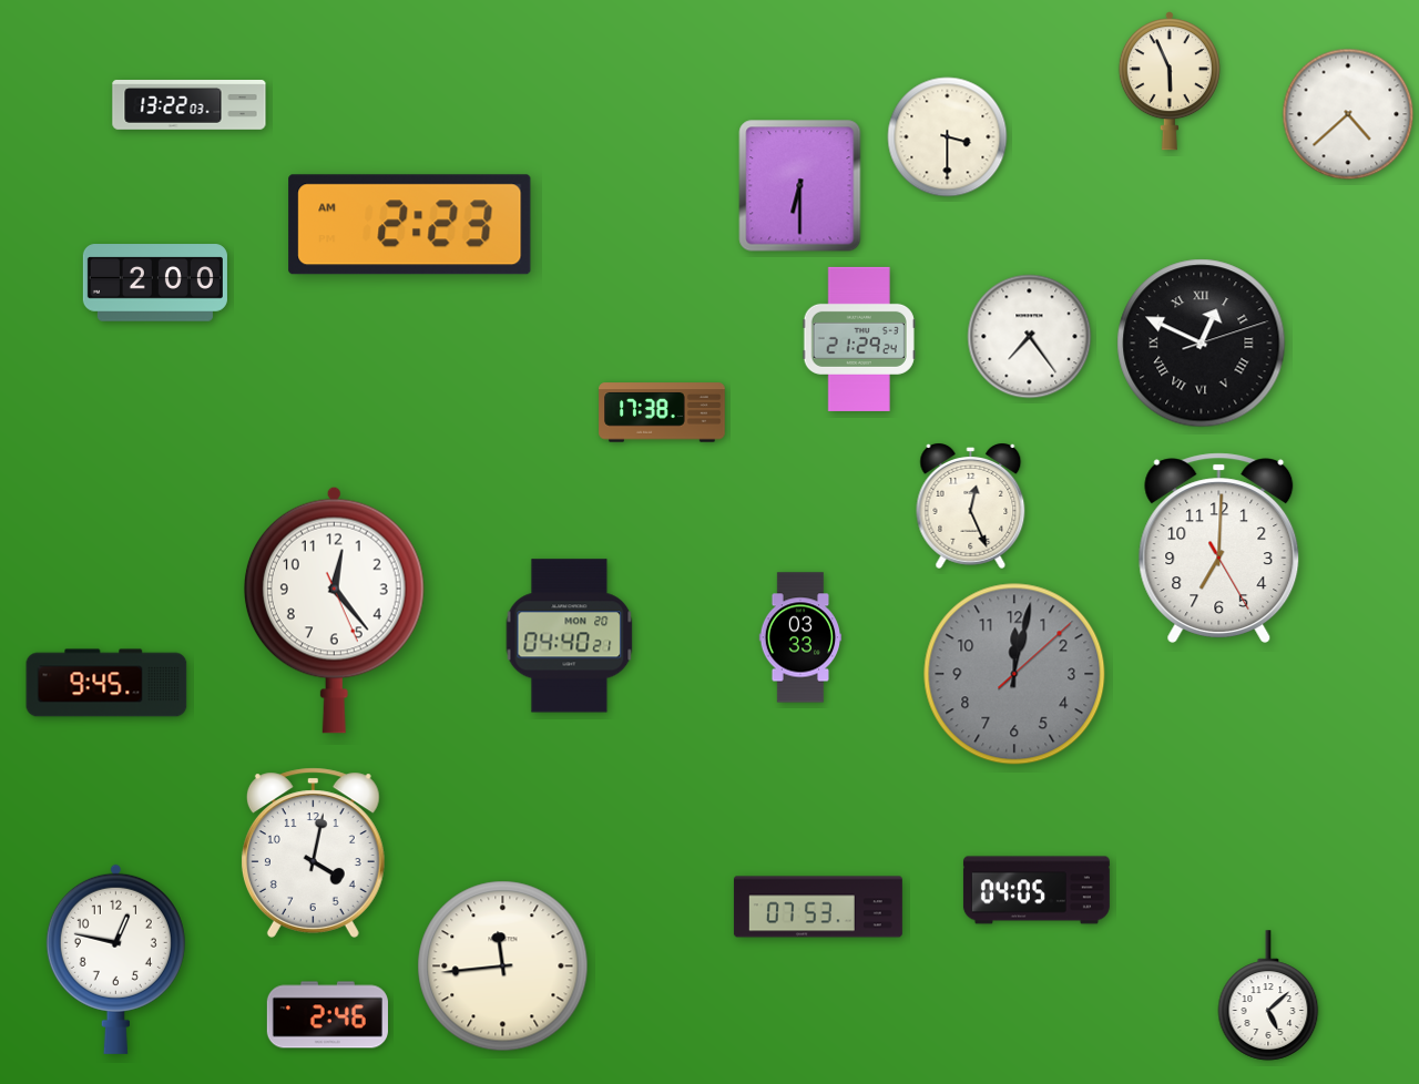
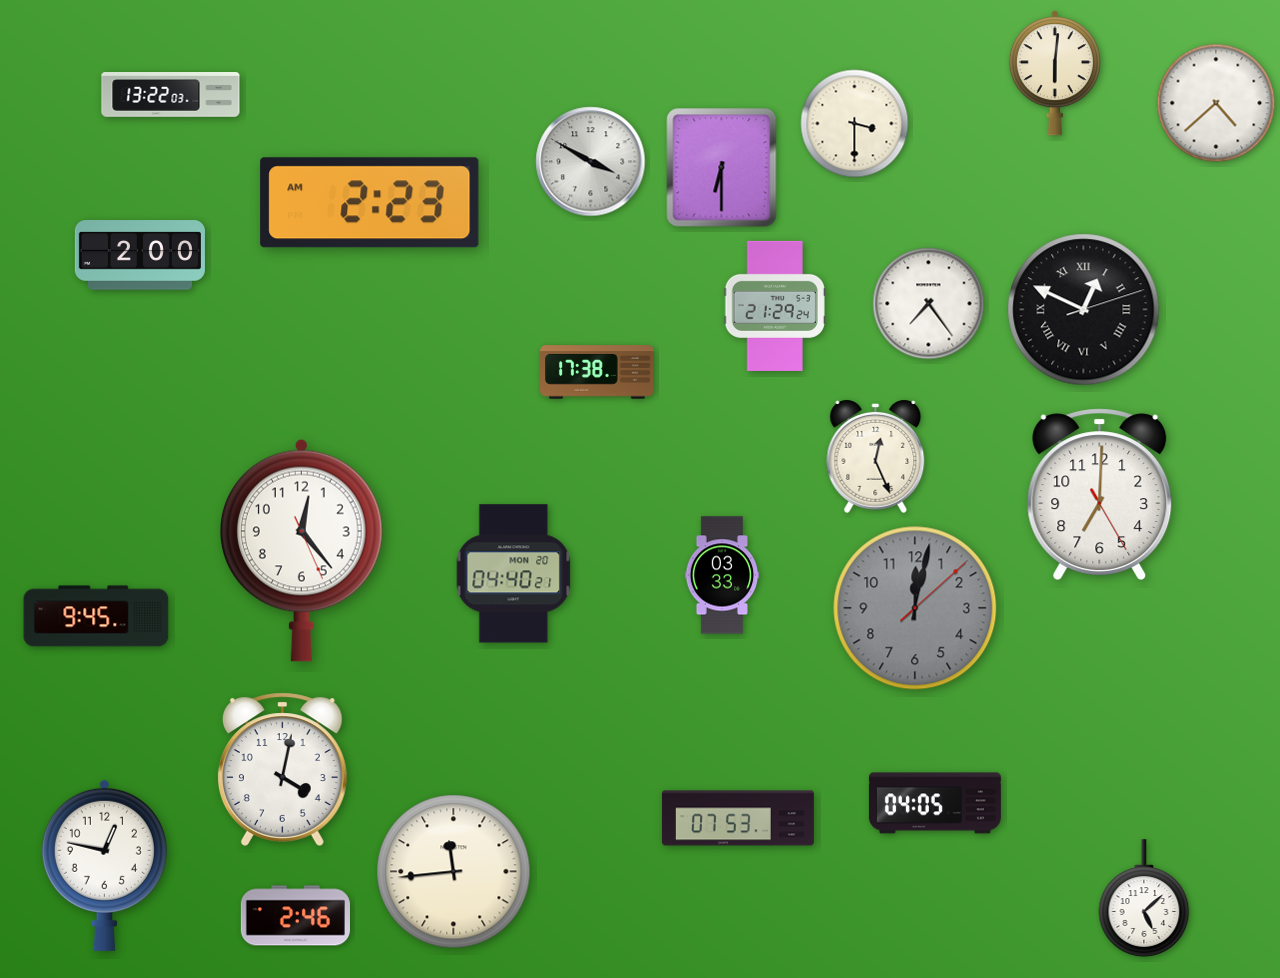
clock at (1170, 81): 5:56 -> 6:01
clock at (591, 162): none -> 3:50
